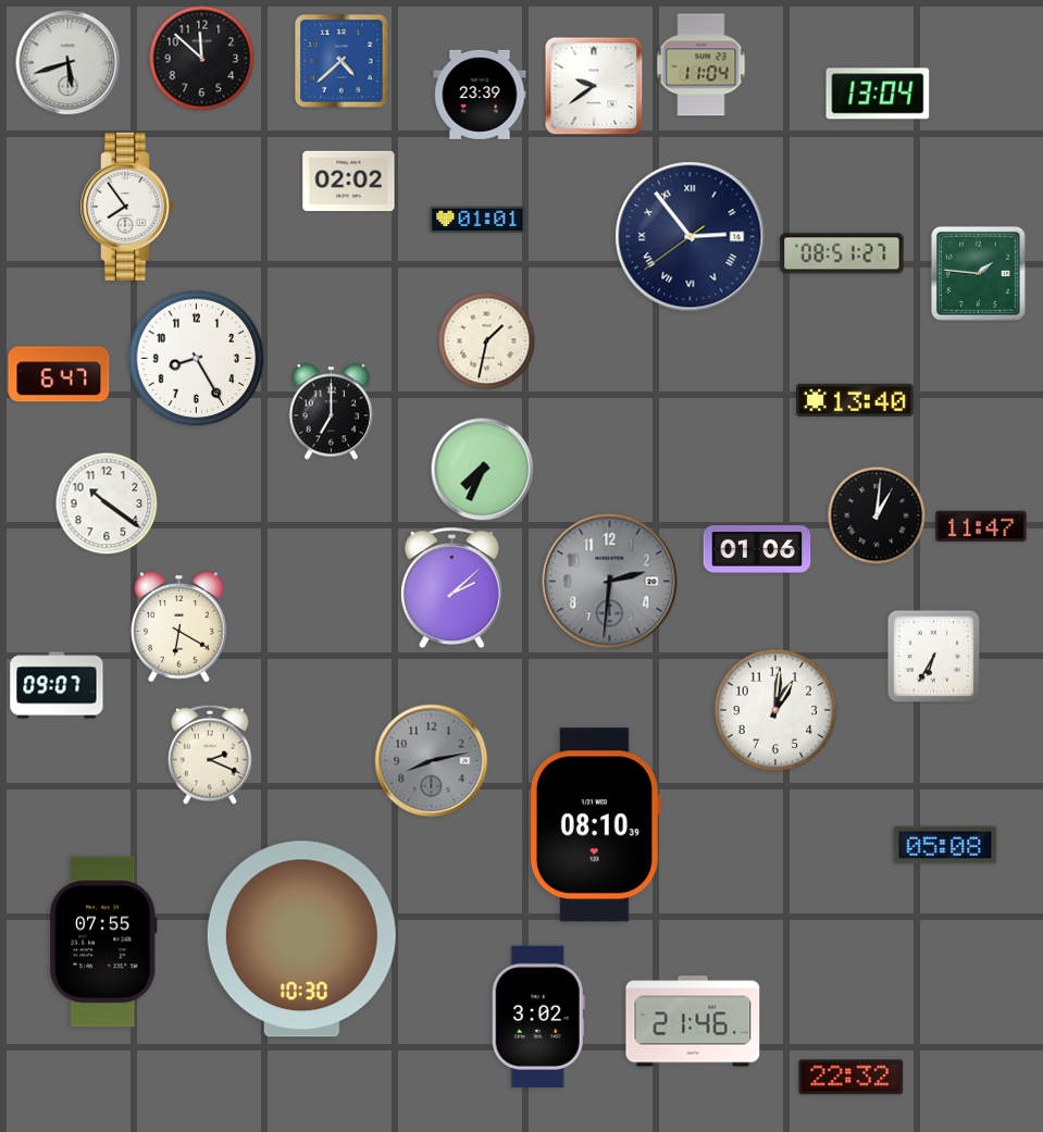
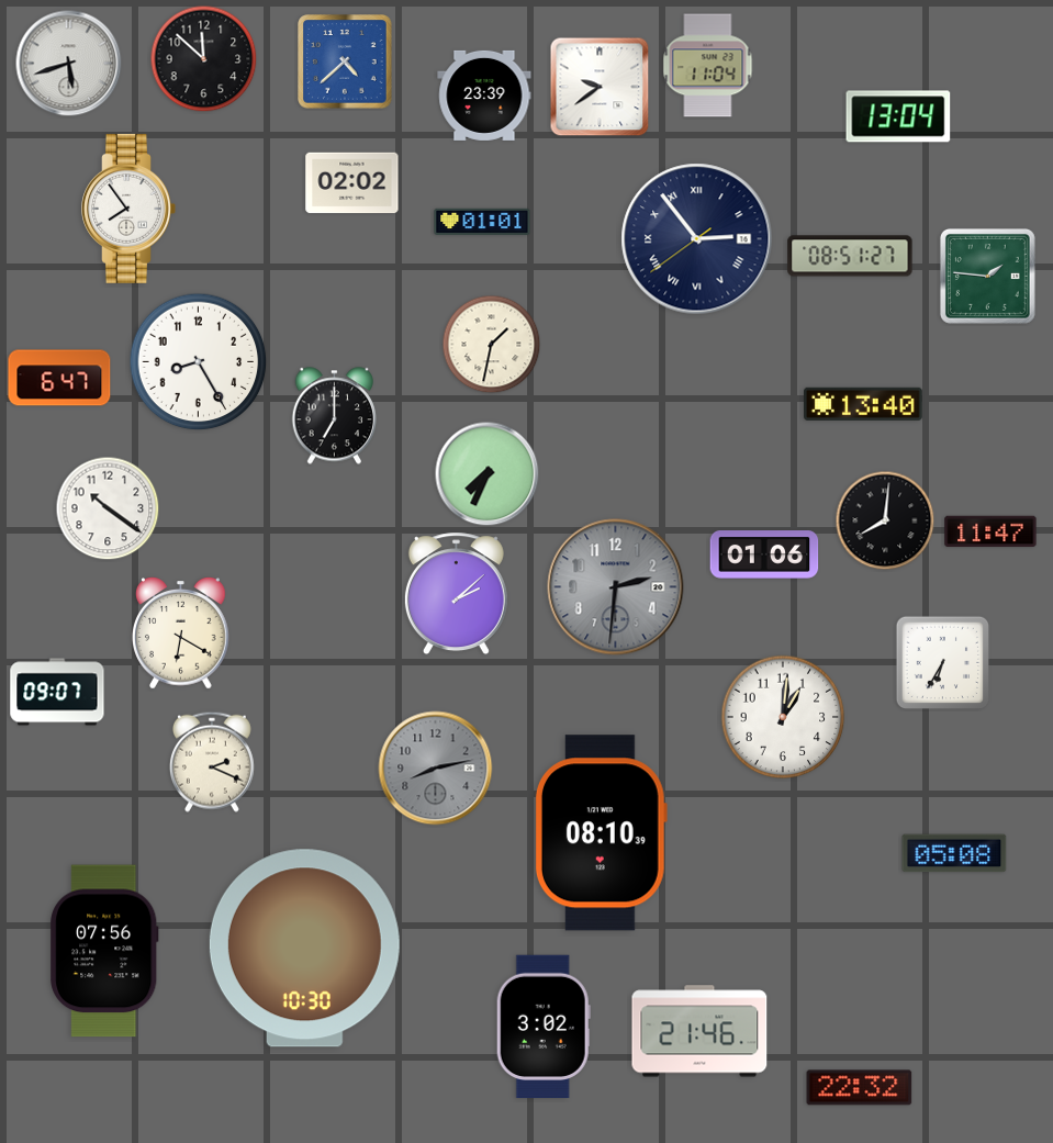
clock at (878, 94) position: (878, 94) -> (898, 116)
clock at (877, 515): 1:01 -> 8:01
clock at (103, 942): 07:55 -> 07:56
